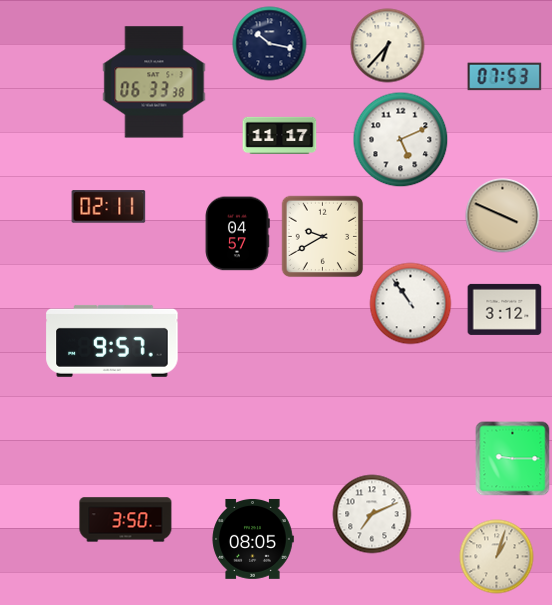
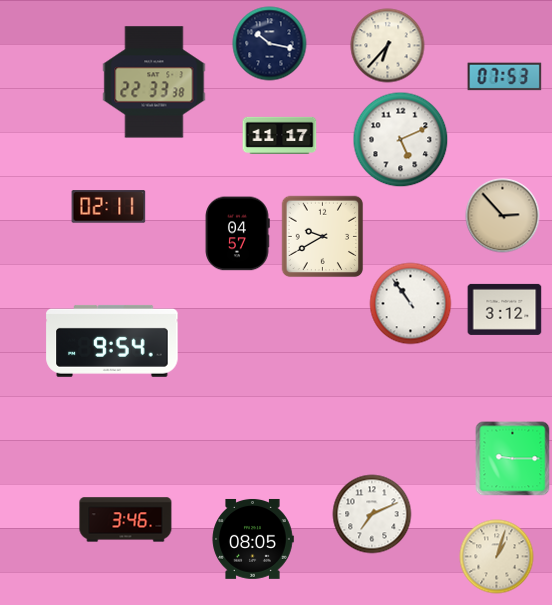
clock at (154, 82): 06:33 -> 22:33
clock at (503, 216): 3:49 -> 2:53
clock at (112, 341): 9:57 -> 9:54
clock at (126, 520): 3:50 -> 3:46
